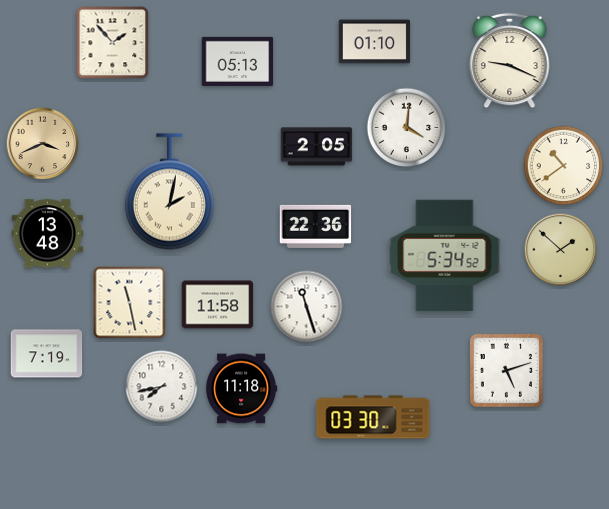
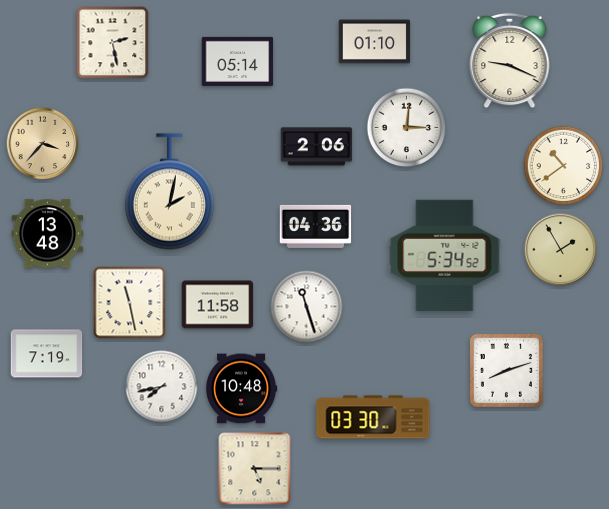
clock at (113, 43): 1:53 -> 2:28
clock at (238, 61): 05:13 -> 05:14
clock at (407, 128): 4:01 -> 3:01
clock at (43, 144): 3:41 -> 3:37
clock at (317, 147): 2:05 -> 2:06
clock at (316, 226): 22:36 -> 04:36
clock at (561, 250): 1:52 -> 1:55
clock at (506, 370): 5:12 -> 8:12
clock at (241, 389): 11:18 -> 10:48
clock at (255, 469): none -> 5:15
